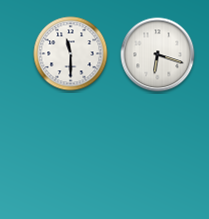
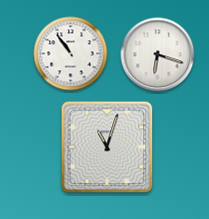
clock at (71, 54): 11:30 -> 10:54
clock at (107, 147): none -> 11:03
